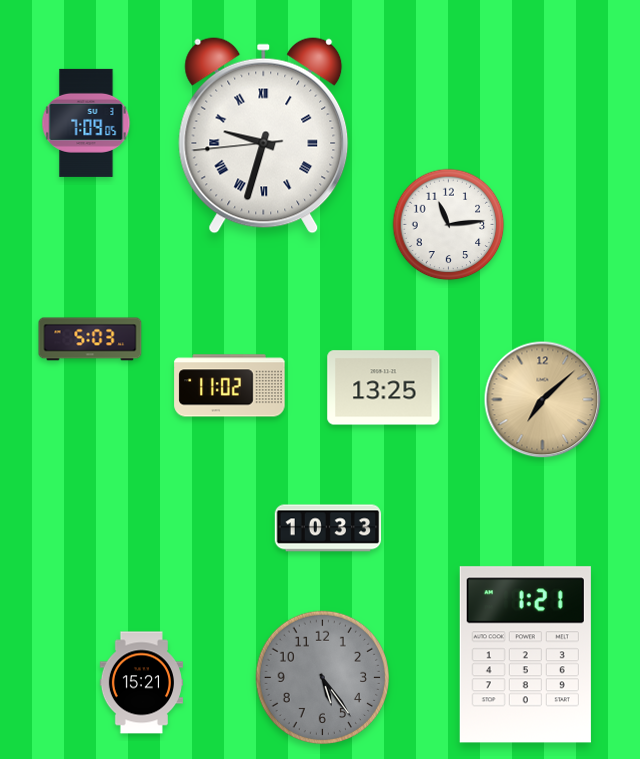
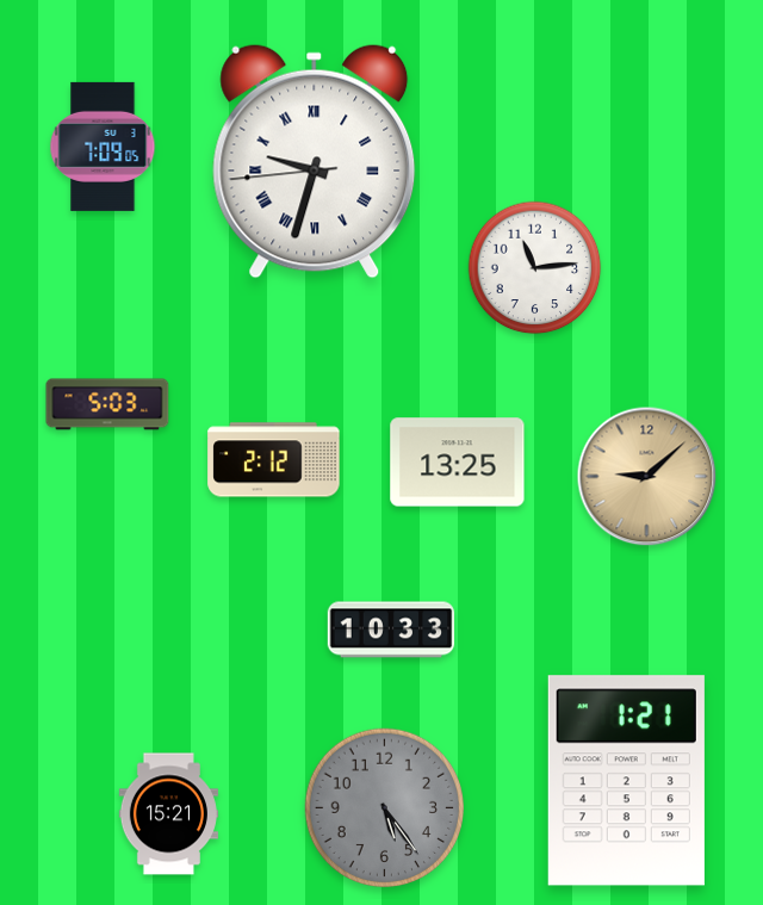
clock at (230, 386): 11:02 -> 2:12
clock at (543, 400): 7:08 -> 9:08
